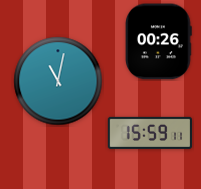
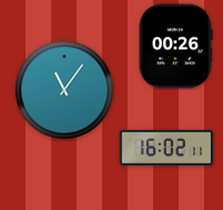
clock at (58, 81): 11:02 -> 11:06
clock at (150, 133): 15:59 -> 16:02
